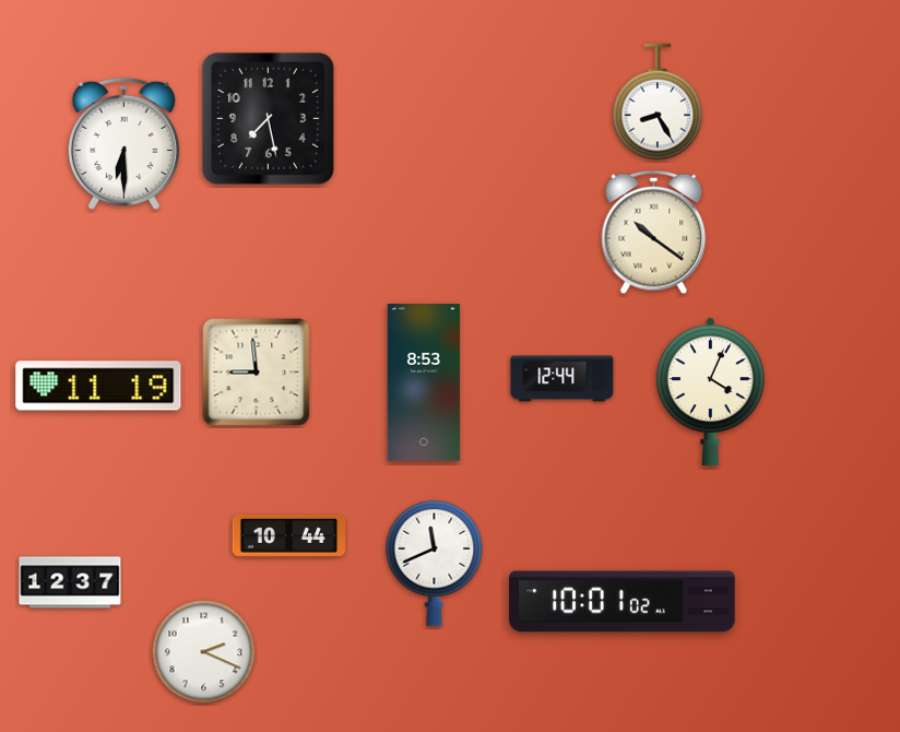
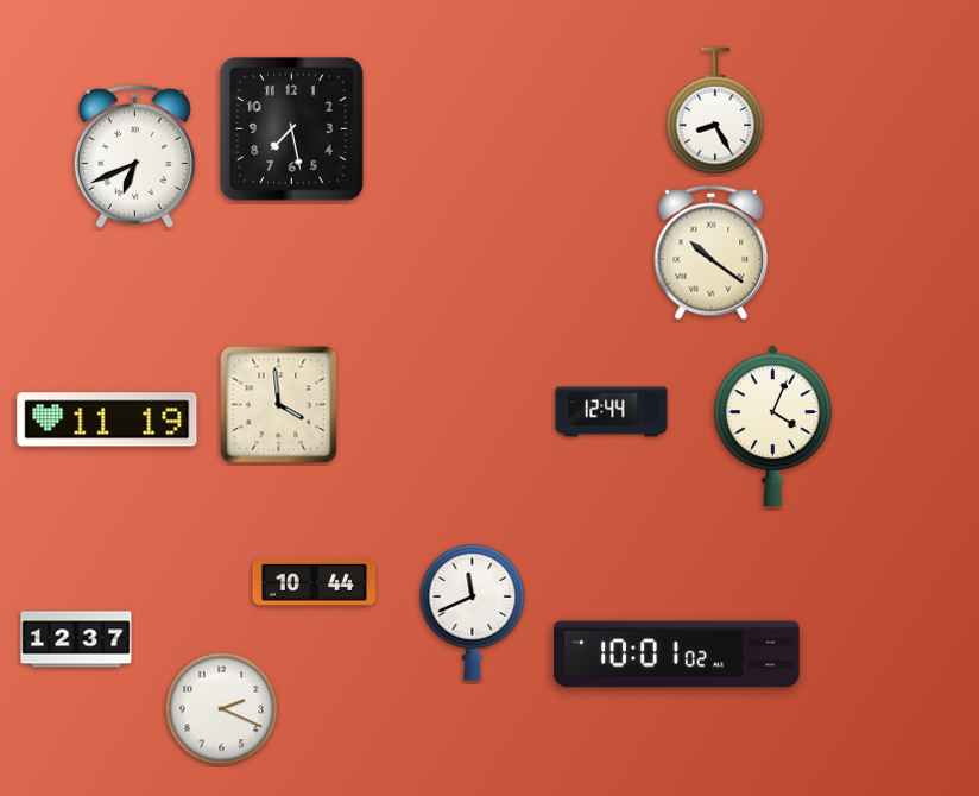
clock at (123, 143): 6:30 -> 6:41
clock at (257, 373): 8:59 -> 3:59
clock at (423, 382): 8:53 -> none
clock at (70, 582) position: (70, 582) -> (76, 639)
